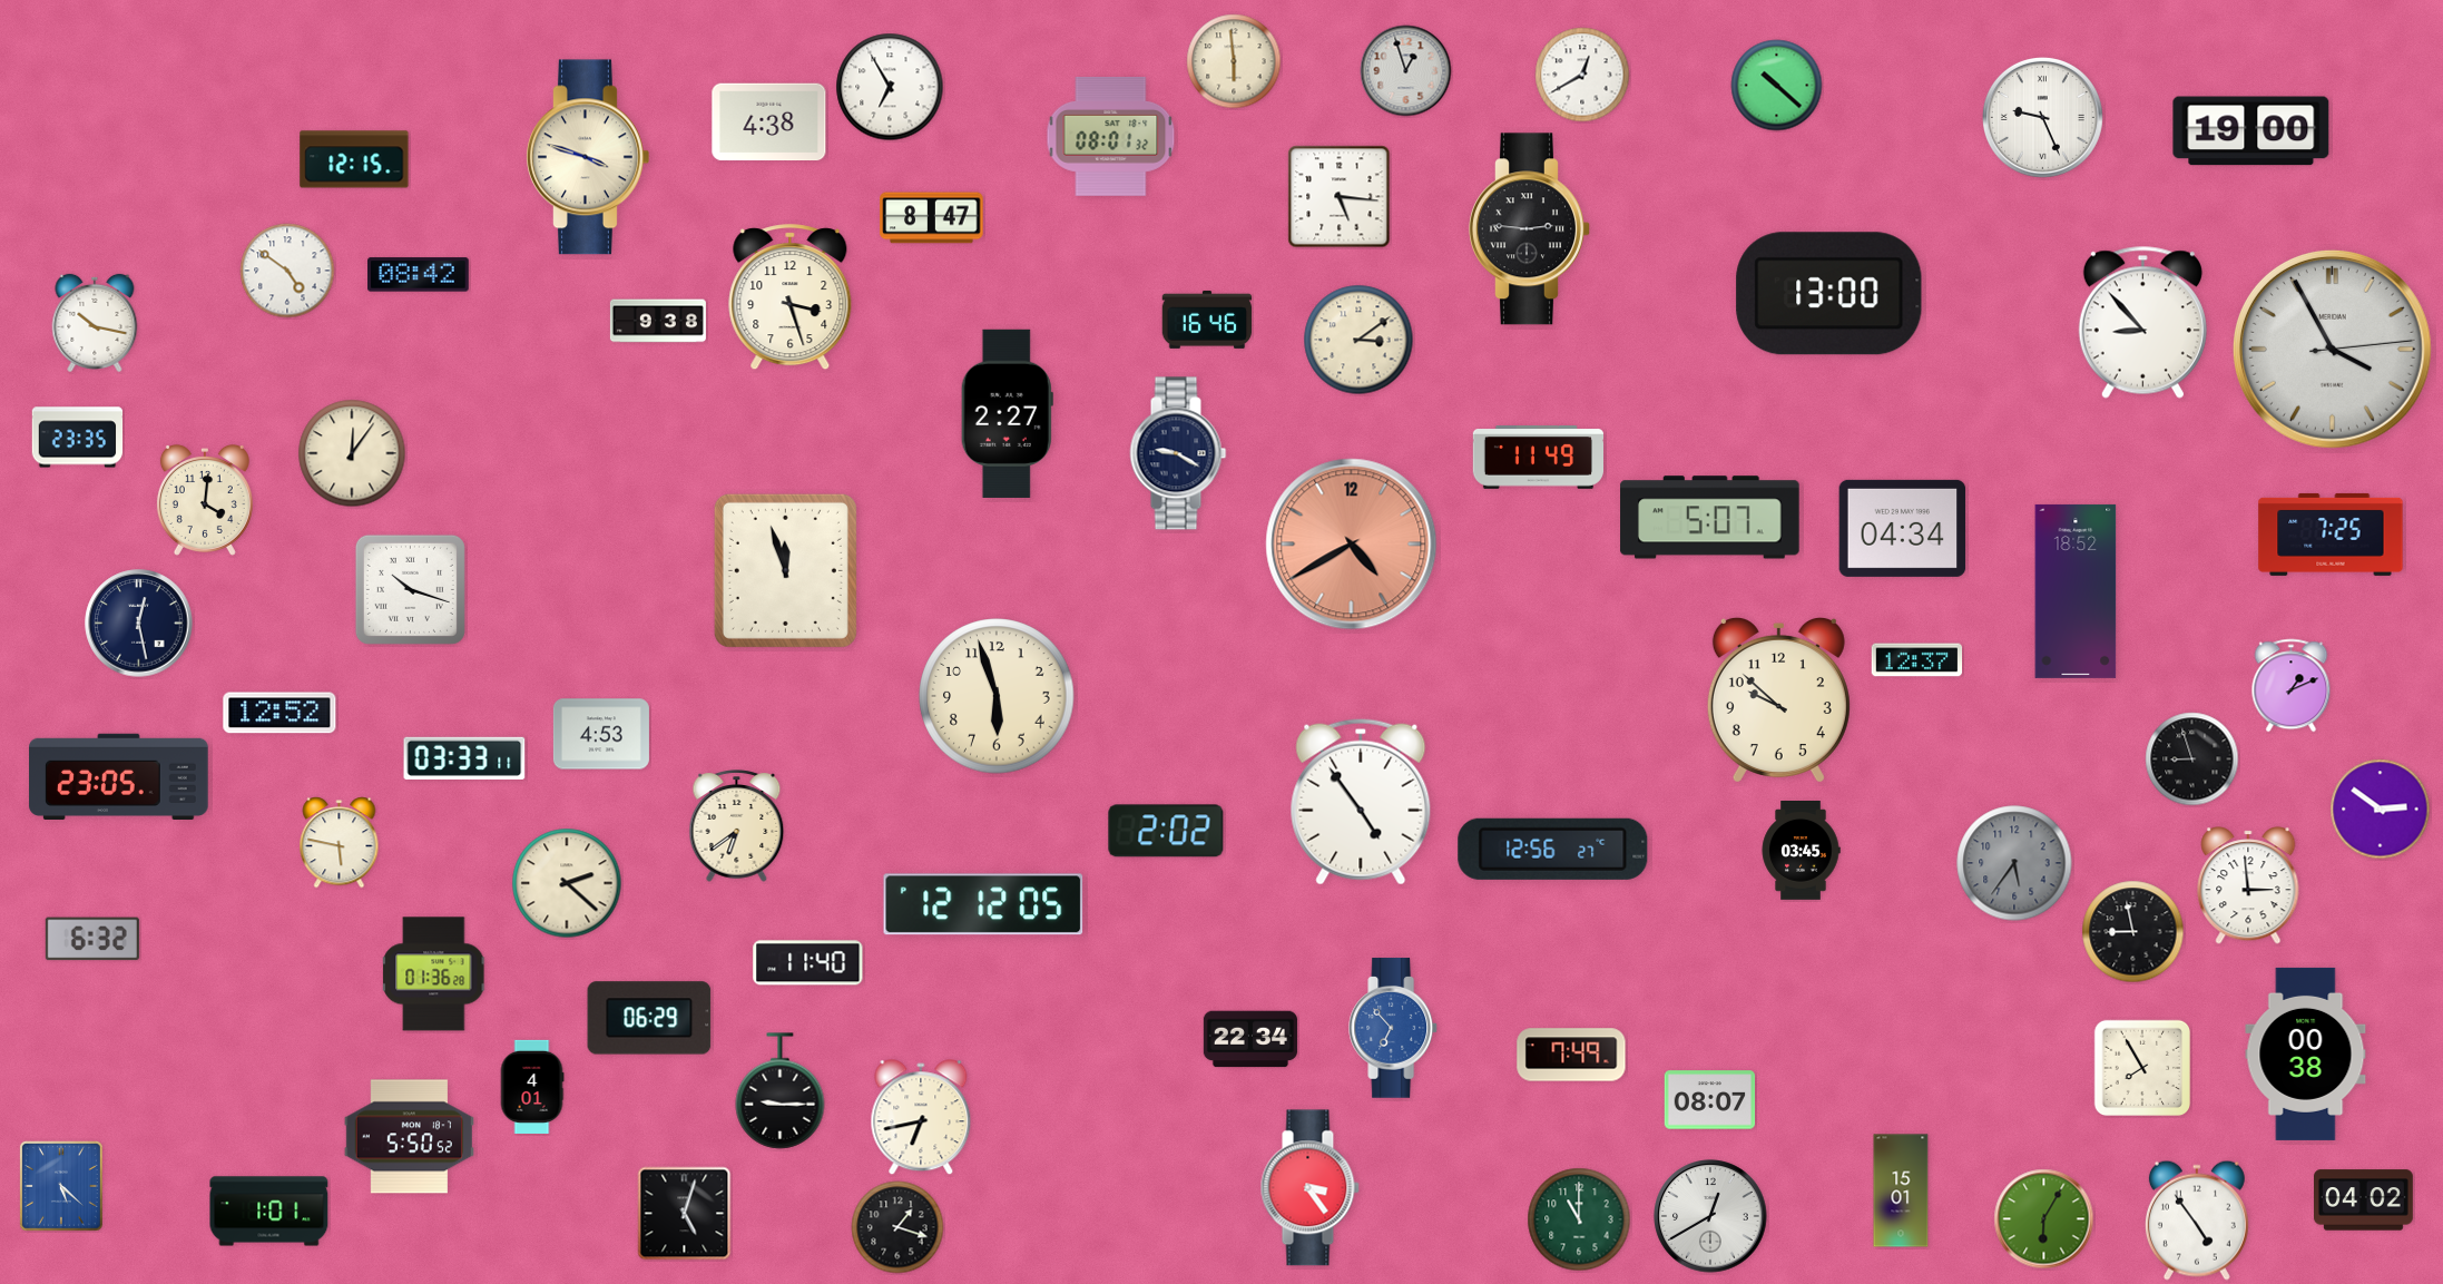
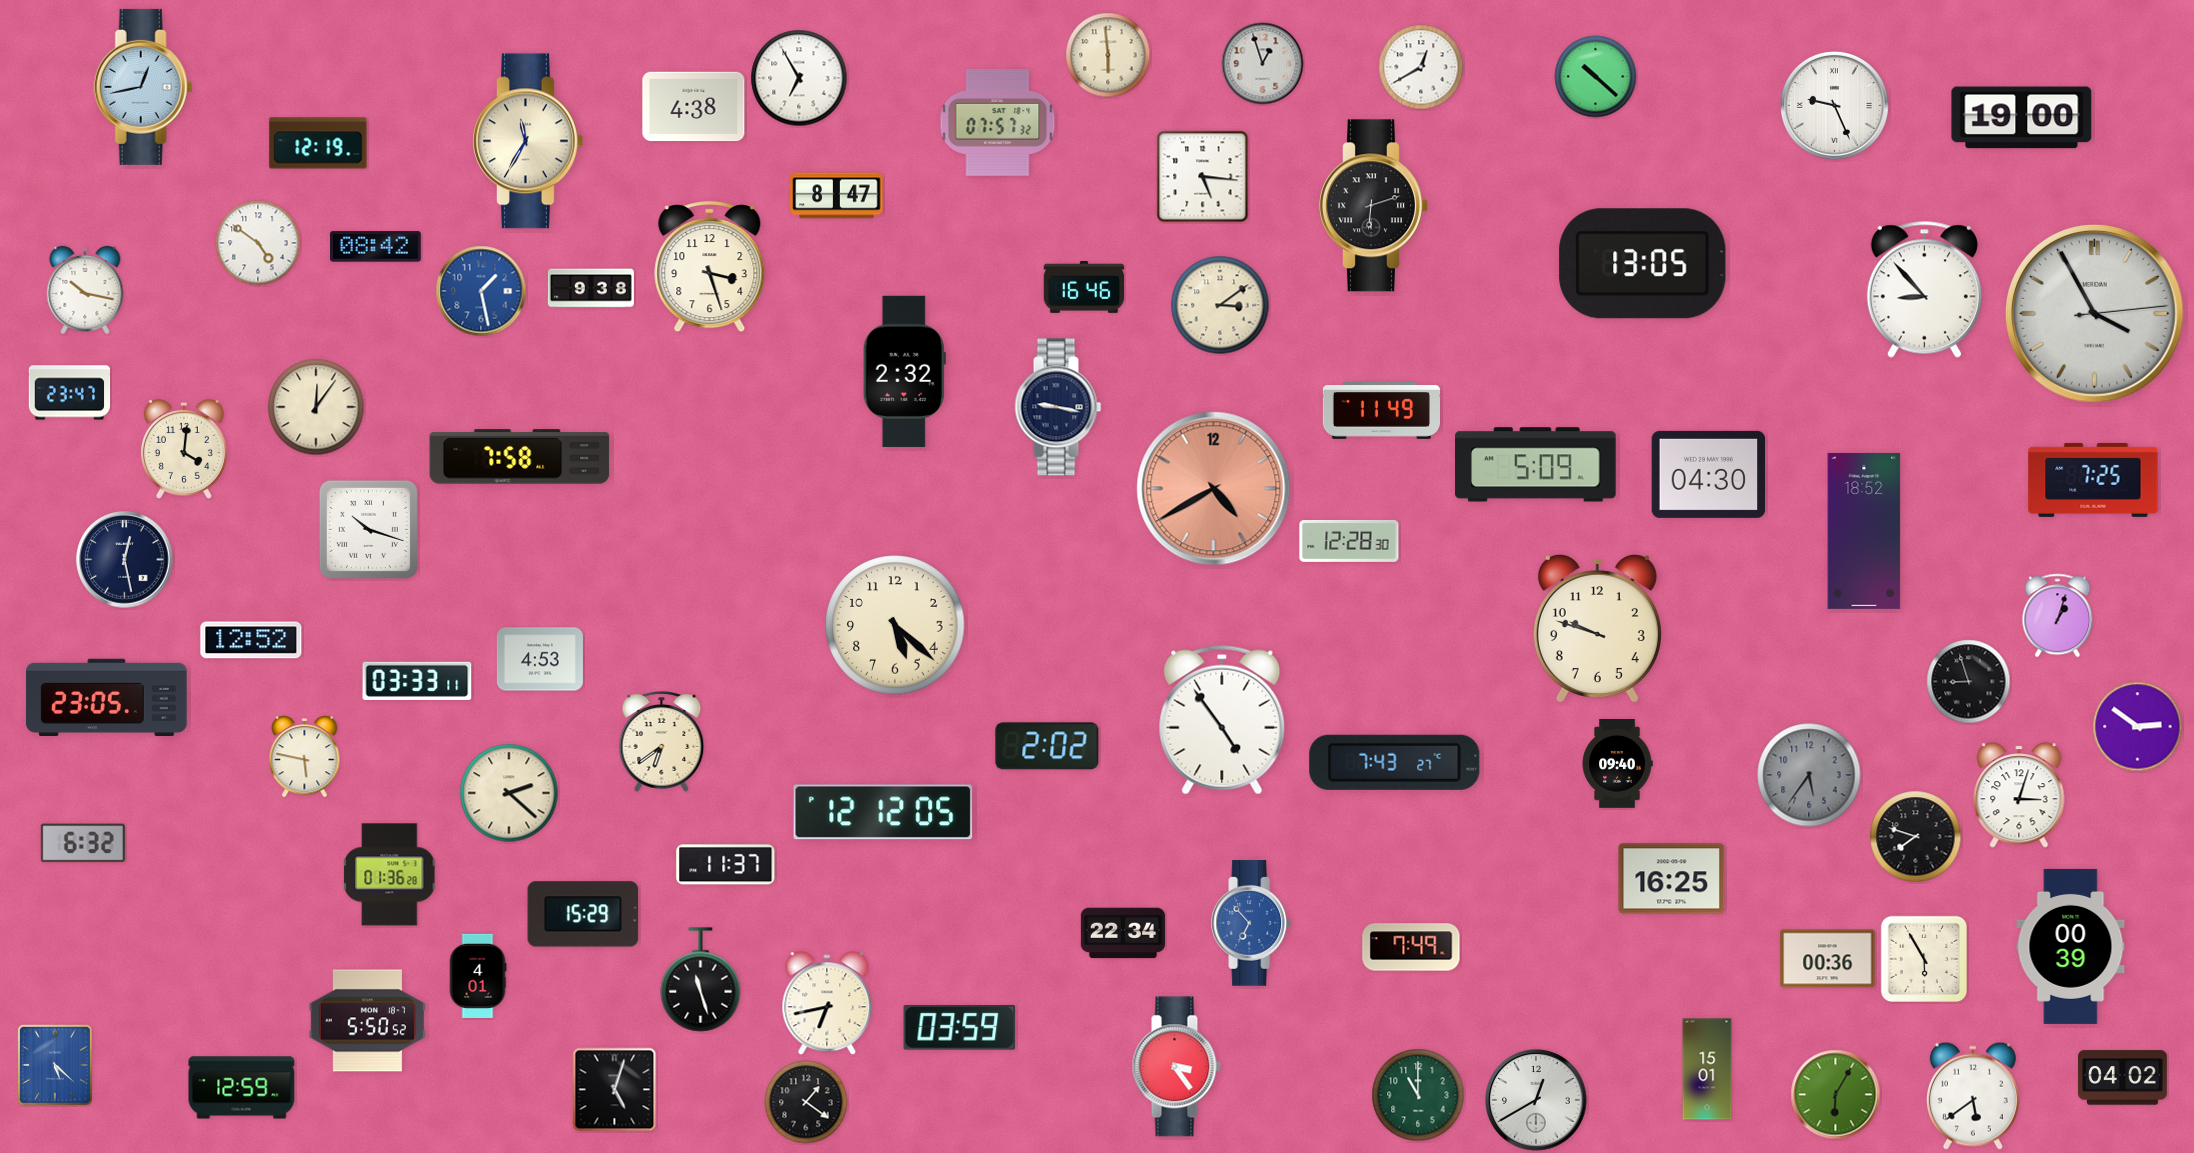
clock at (143, 87): none -> 12:43
clock at (769, 122) position: (769, 122) -> (694, 107)
clock at (1111, 136): 08:01 -> 07:57
clock at (588, 157): 3:48 -> 11:35
clock at (354, 159): 12:15 -> 12:19
clock at (1530, 229): 2:46 -> 6:12
clock at (1829, 294): 13:00 -> 13:05
clock at (481, 291): none -> 1:28
clock at (1007, 413): 2:27 -> 2:32
clock at (78, 438): 23:35 -> 23:47
clock at (1178, 453): 9:20 -> 9:17
clock at (520, 457): none -> 7:58
clock at (1710, 518): 5:07 -> 5:09
clock at (1903, 528): 04:34 -> 04:30
clock at (785, 570): 11:57 -> none
clock at (1349, 541): none -> 12:28
clock at (1917, 660): 12:37 -> none
clock at (2292, 686): 1:11 -> 1:03
clock at (997, 696): 5:57 -> 5:22
clock at (1778, 699): 9:52 -> 9:48
clock at (1553, 849): 12:56 -> 7:43
clock at (1801, 851): 03:45 -> 09:40
clock at (2248, 885): 2:59 -> 3:03
clock at (2133, 932): 8:58 -> 7:48
clock at (808, 963): 11:40 -> 11:37
clock at (1672, 879): none -> 16:25
clock at (649, 1018): 06:29 -> 15:29
clock at (2306, 1053): 00:38 -> 00:39
clock at (2141, 1067): 7:55 -> 5:55
clock at (1828, 959): none -> 00:36
clock at (781, 1091): 9:15 -> 11:27
clock at (1710, 1100): 08:07 -> none
clock at (960, 1028): none -> 03:59
clock at (269, 1212): 1:01 -> 12:59
clock at (1710, 1216) position: (1710, 1216) -> (1536, 1100)
clock at (2197, 1221): 4:54 -> 5:39
clock at (897, 1227): 1:18 -> 1:21
